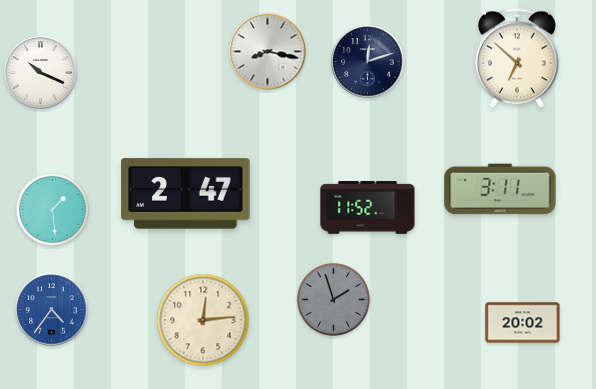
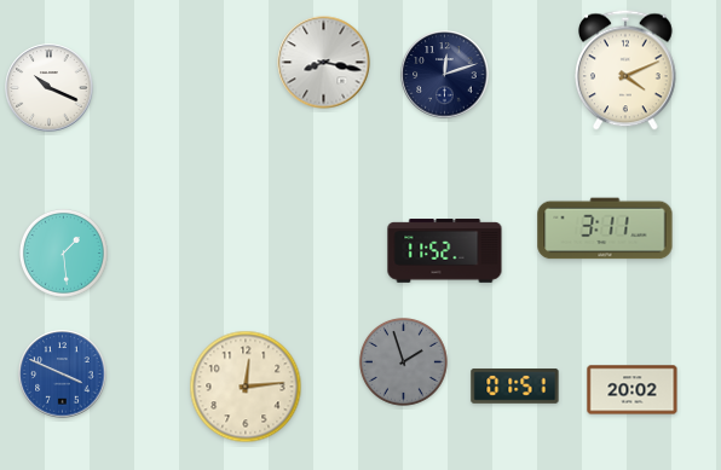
clock at (518, 58): 6:52 -> 4:11
clock at (186, 194): 2:47 -> none
clock at (52, 310): 4:36 -> 3:49
clock at (515, 387): none -> 01:51
